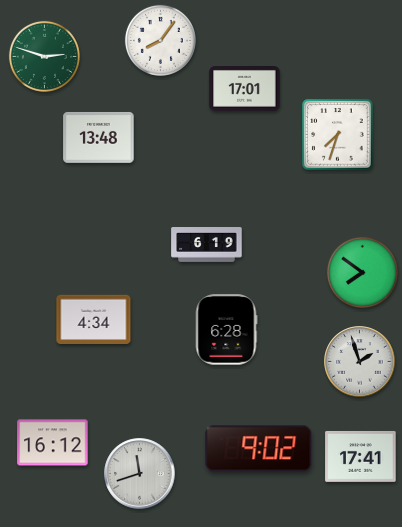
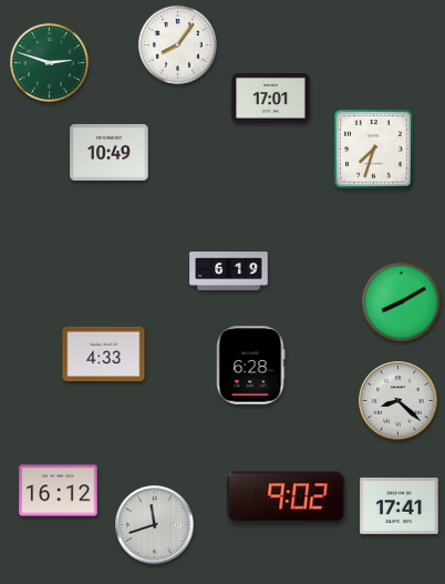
clock at (99, 137): 13:48 -> 10:49
clock at (362, 272): 7:51 -> 8:10
clock at (94, 320): 4:34 -> 4:33
clock at (360, 362): 1:57 -> 8:22
